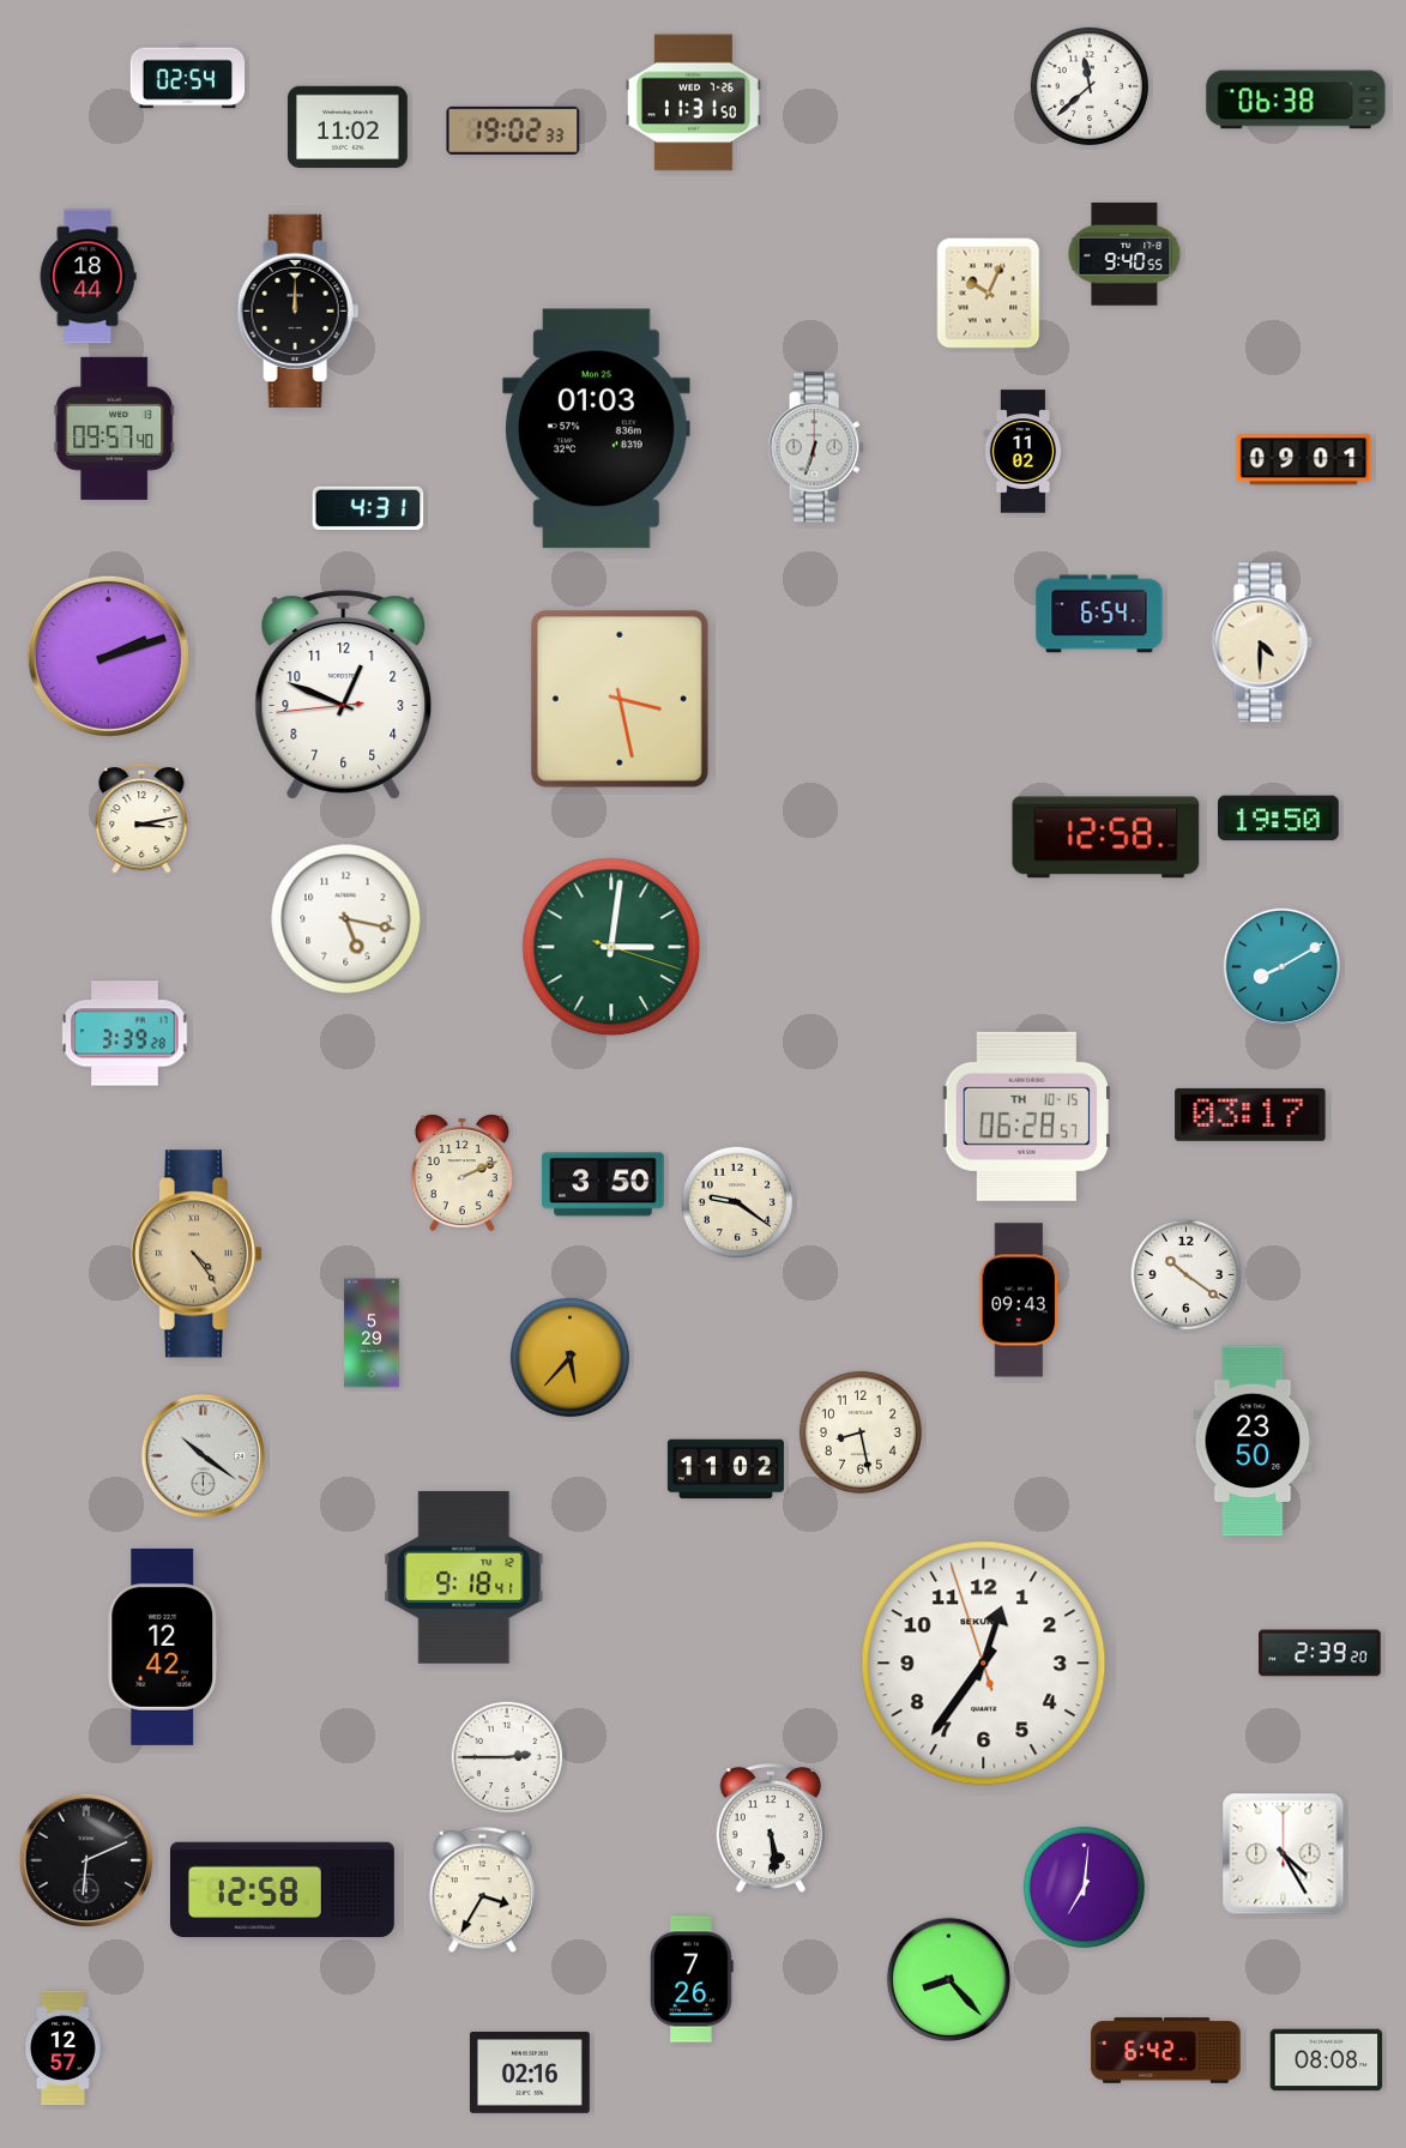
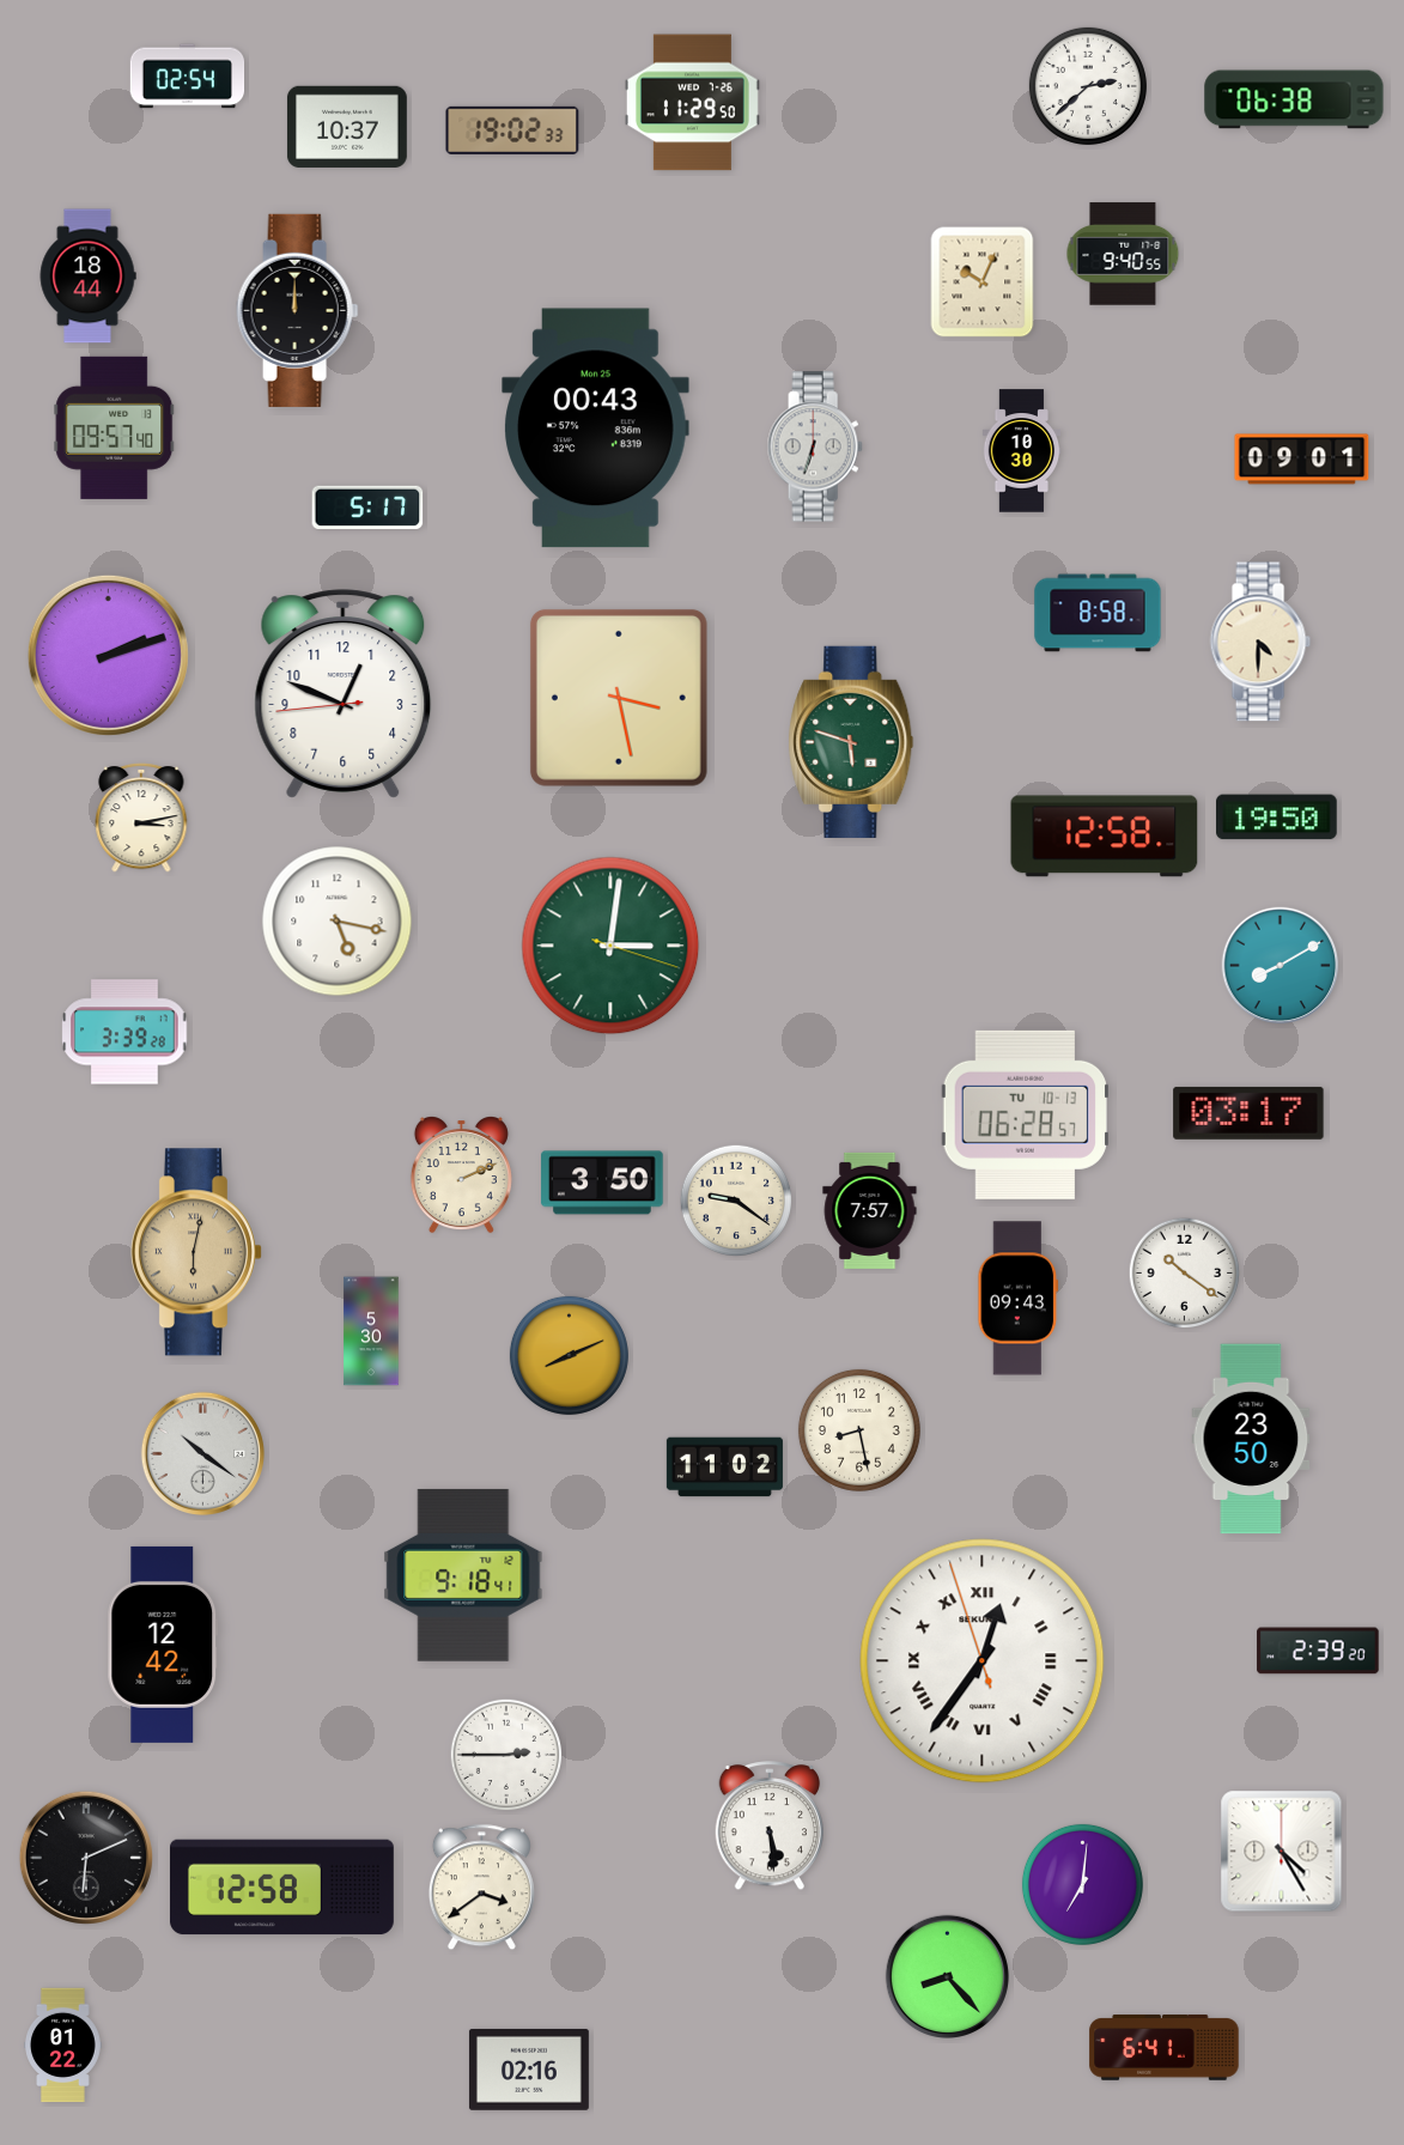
clock at (1090, 86): 11:38 -> 2:38
clock at (693, 103): 11:31 -> 11:29
clock at (348, 126): 11:02 -> 10:37
clock at (989, 294) position: (989, 294) -> (983, 282)
clock at (597, 429): 01:03 -> 00:43
clock at (1024, 452): 11:02 -> 10:30
clock at (368, 508): 4:31 -> 5:17
clock at (1099, 614): 6:54 -> 8:58
clock at (851, 742): none -> 5:48
clock at (346, 919) position: (346, 919) -> (338, 922)
clock at (1027, 1116) date: TH 10-15 -> TU 10-13
clock at (461, 1173) position: (461, 1173) -> (461, 1175)
clock at (870, 1210): none -> 7:57
clock at (195, 1254): 4:24 -> 6:02
clock at (372, 1333): 5:29 -> 5:30
clock at (569, 1357): 5:37 -> 8:11
clock at (984, 1664) numerals: Arabic -> Roman
clock at (482, 1890): 3:35 -> 3:39
clock at (693, 1979): 7:26 -> none
clock at (64, 2049): 12:57 -> 01:22
clock at (1166, 2051): 6:42 -> 6:41
clock at (1327, 2060): 08:08 -> none
